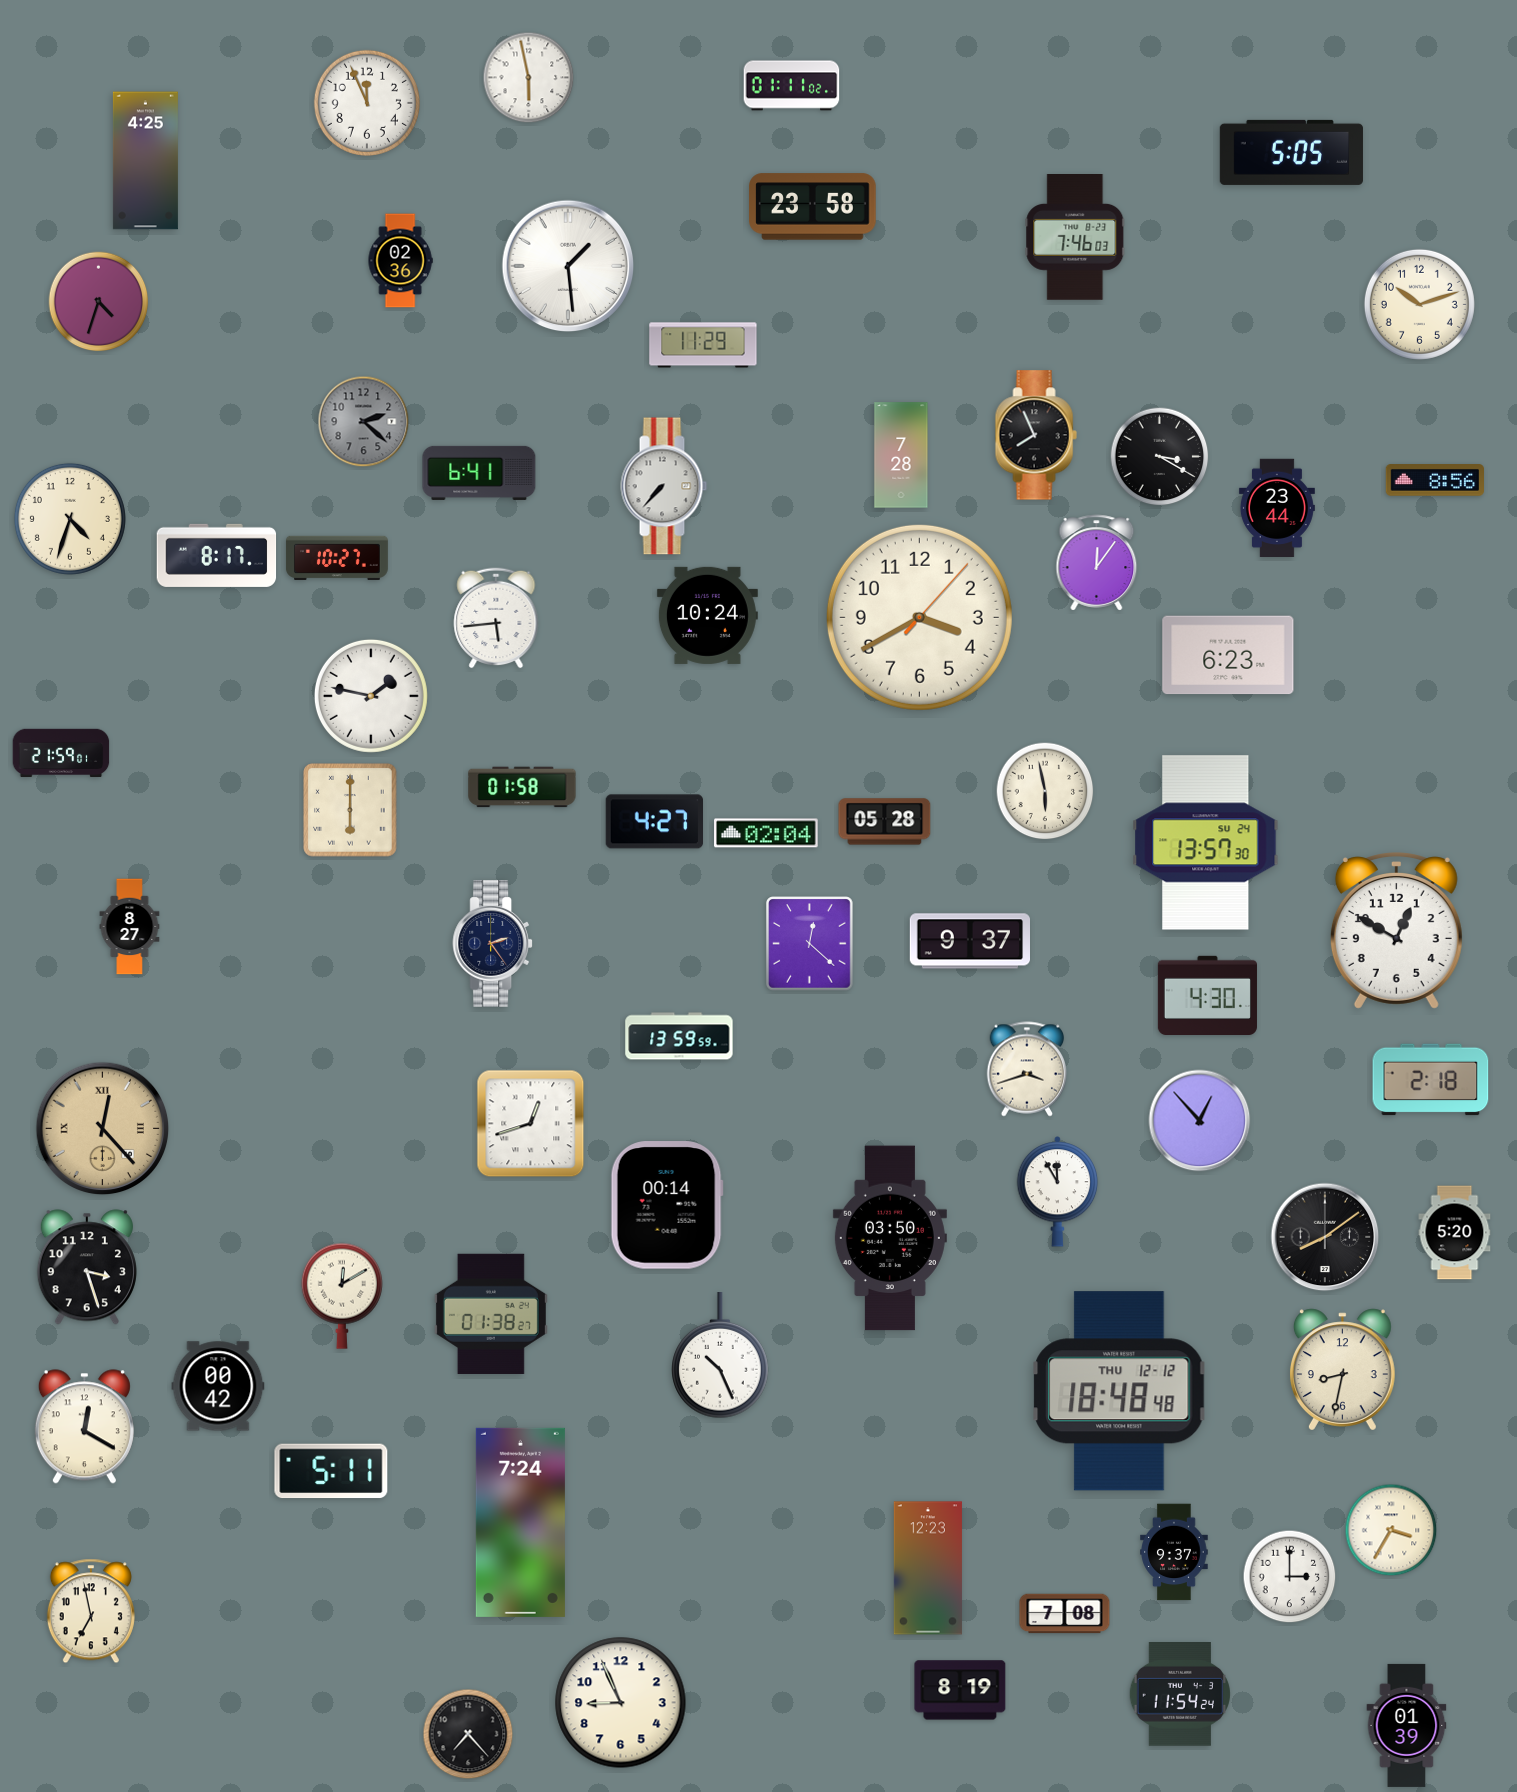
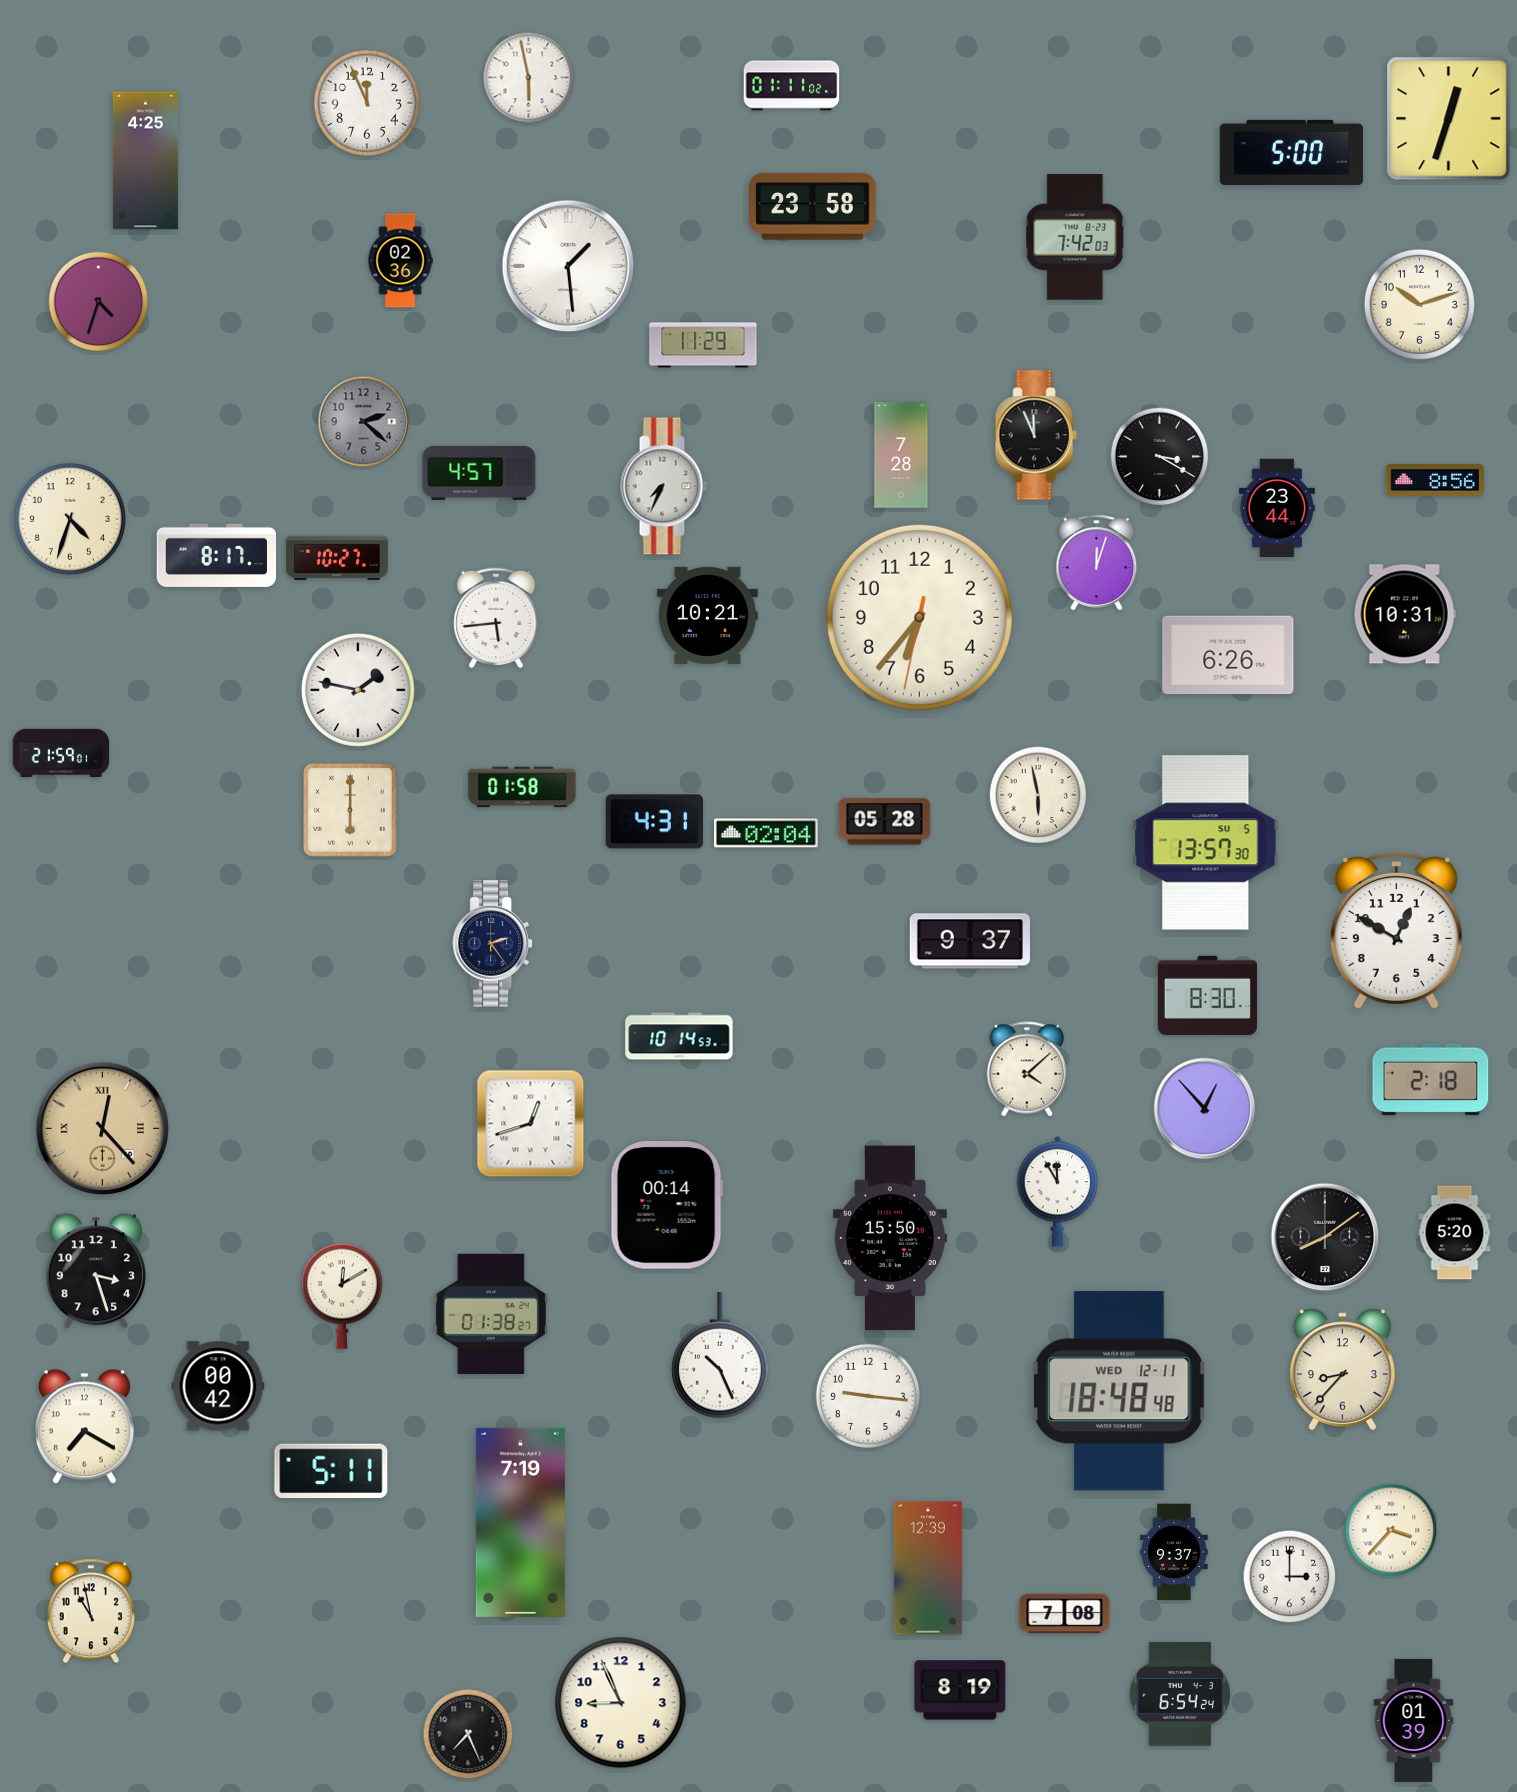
clock at (1449, 119): none -> 12:33
clock at (1291, 152): 5:05 -> 5:00
clock at (1075, 238): 7:46 -> 7:42
clock at (1036, 435): 7:56 -> 11:56
clock at (479, 473): 6:41 -> 4:57
clock at (664, 486): 7:37 -> 7:34
clock at (1097, 563): 12:06 -> 12:03
clock at (1405, 614): none -> 10:31
clock at (707, 615): 10:24 -> 10:21
clock at (919, 617): 3:40 -> 6:36
clock at (1228, 655): 6:23 -> 6:26
clock at (371, 696) position: (371, 696) -> (358, 690)
clock at (1045, 791) position: (1045, 791) -> (1038, 795)
clock at (655, 822): 4:27 -> 4:31
clock at (1206, 843) date: SU 24 -> SU 5
clock at (130, 927): 8:27 -> none
clock at (810, 944): 12:22 -> none
clock at (1207, 995): 4:30 -> 8:30
clock at (679, 1036): 13:59 -> 10:14
clock at (1027, 1069): 3:42 -> 4:08
clock at (1200, 1121) position: (1200, 1121) -> (1205, 1109)
clock at (890, 1238): 03:50 -> 15:50
clock at (87, 1267) position: (87, 1267) -> (96, 1271)
clock at (1342, 1370): 8:32 -> 8:37
clock at (1119, 1391) date: THU 12-12 -> WED 12-11
clock at (868, 1396): none -> 9:16
clock at (84, 1427): 12:20 -> 7:20
clock at (520, 1522): 7:24 -> 7:19
clock at (1391, 1530): 3:35 -> 3:37
clock at (928, 1568): 12:23 -> 12:39
clock at (91, 1611): 6:58 -> 10:58
clock at (1179, 1695): 11:54 -> 6:54
clock at (1407, 1725) position: (1407, 1725) -> (1414, 1720)
clock at (468, 1734): 7:23 -> 7:26
